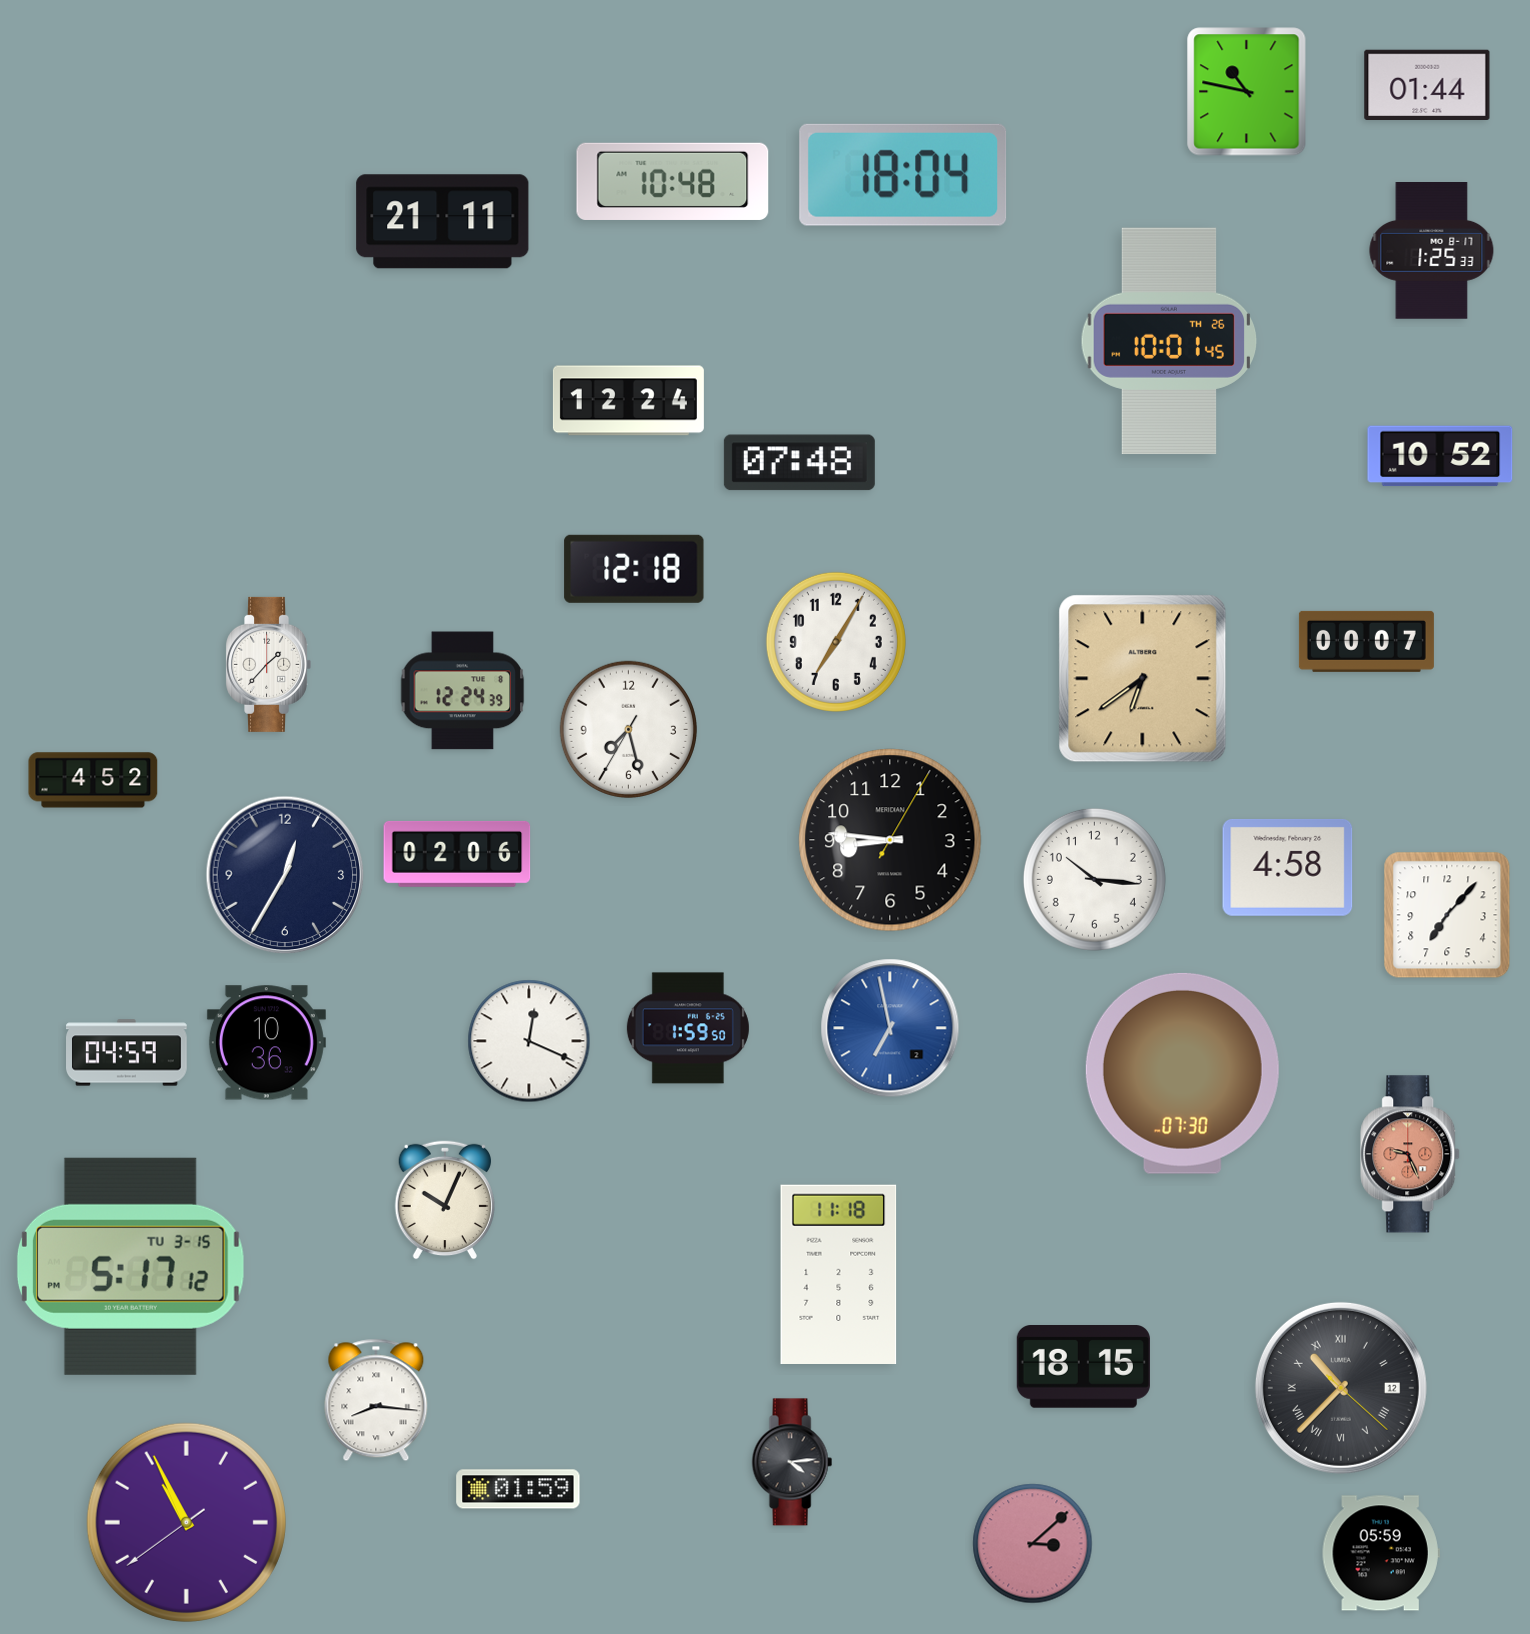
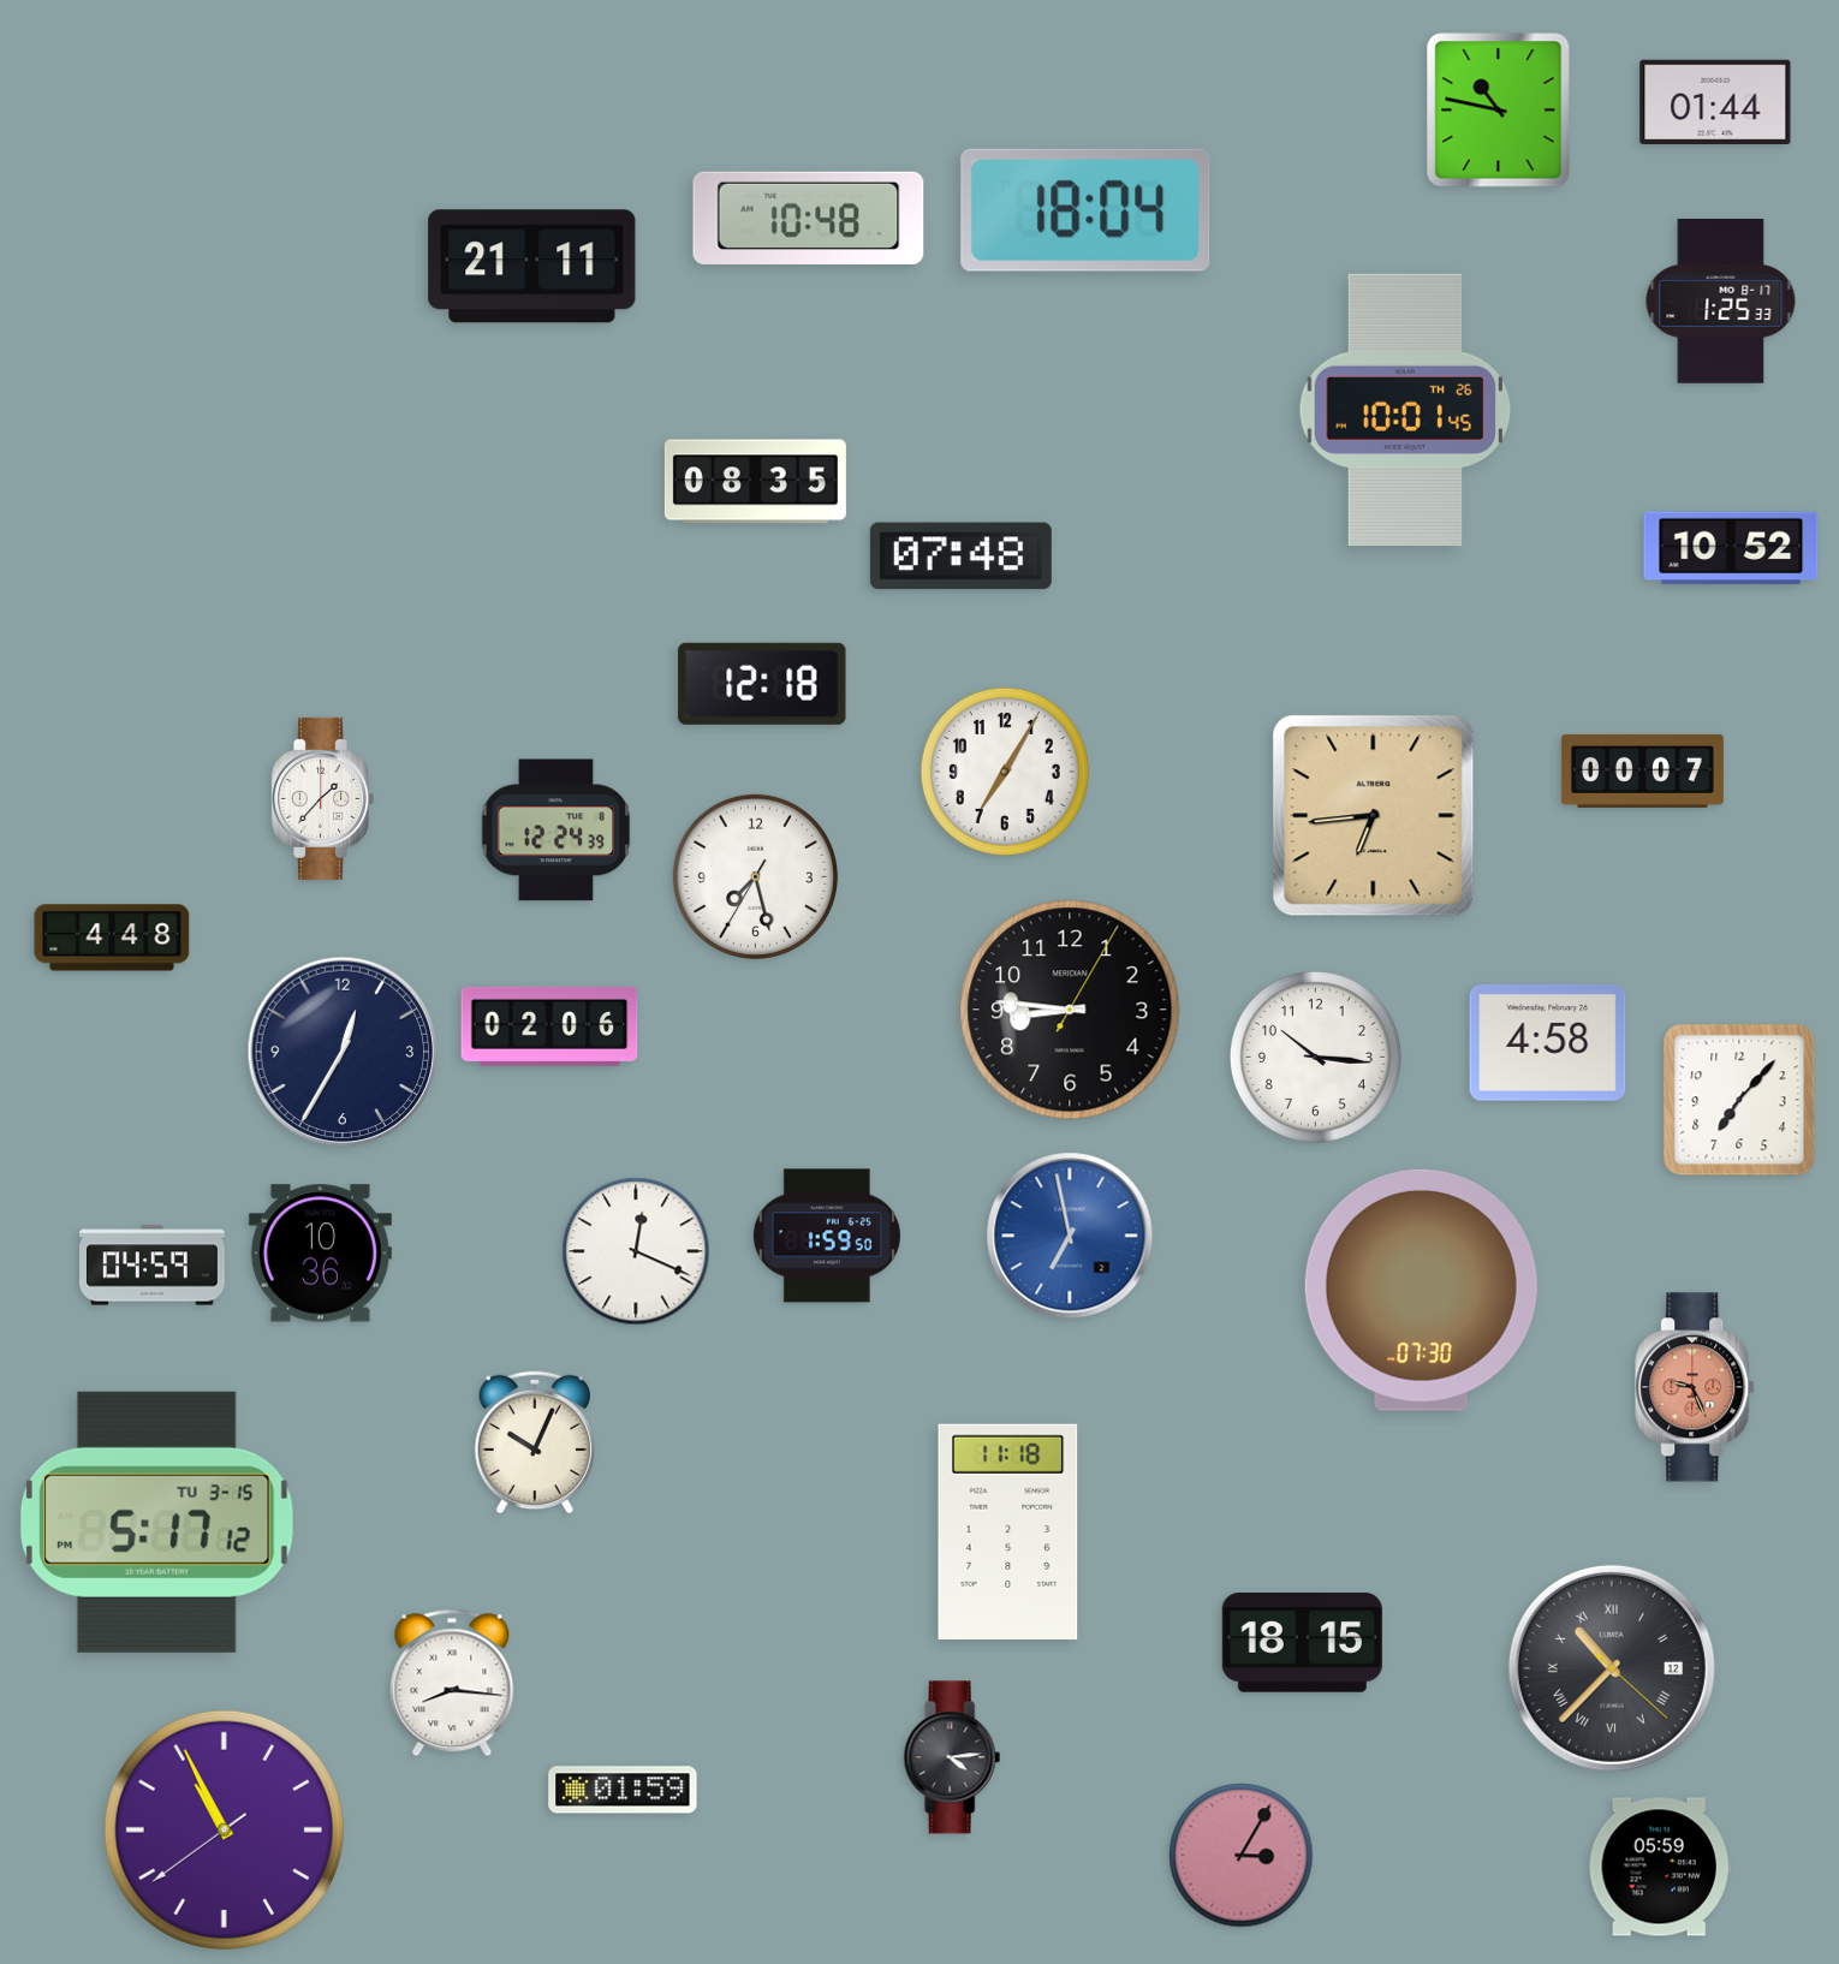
clock at (628, 401): 12:24 -> 08:35
clock at (1143, 679): 6:39 -> 6:44
clock at (93, 780): 4:52 -> 4:48
clock at (1033, 1544): 3:08 -> 3:05
